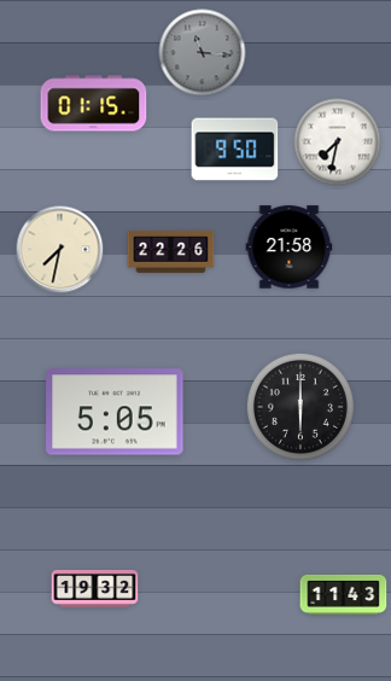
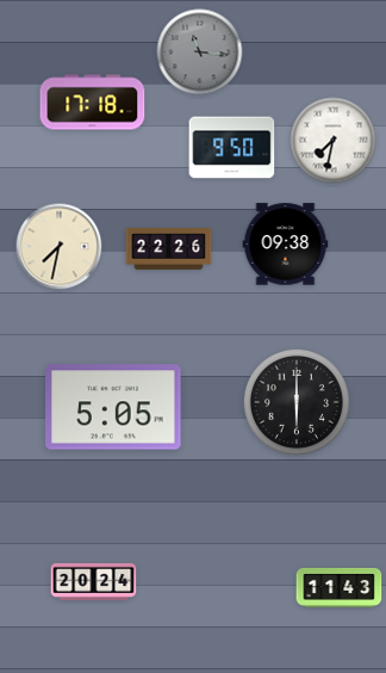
clock at (94, 104): 01:15 -> 17:18
clock at (290, 248): 21:58 -> 09:38
clock at (95, 588): 19:32 -> 20:24
